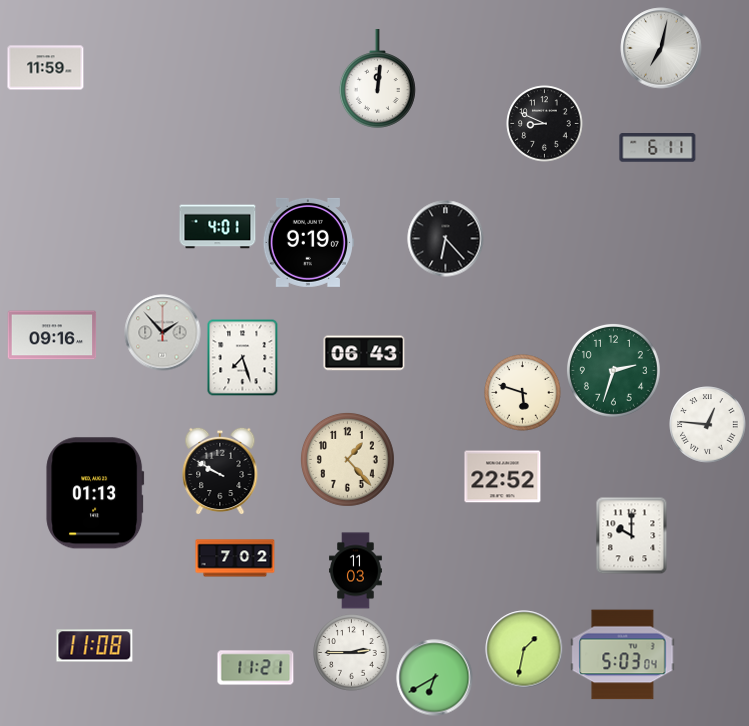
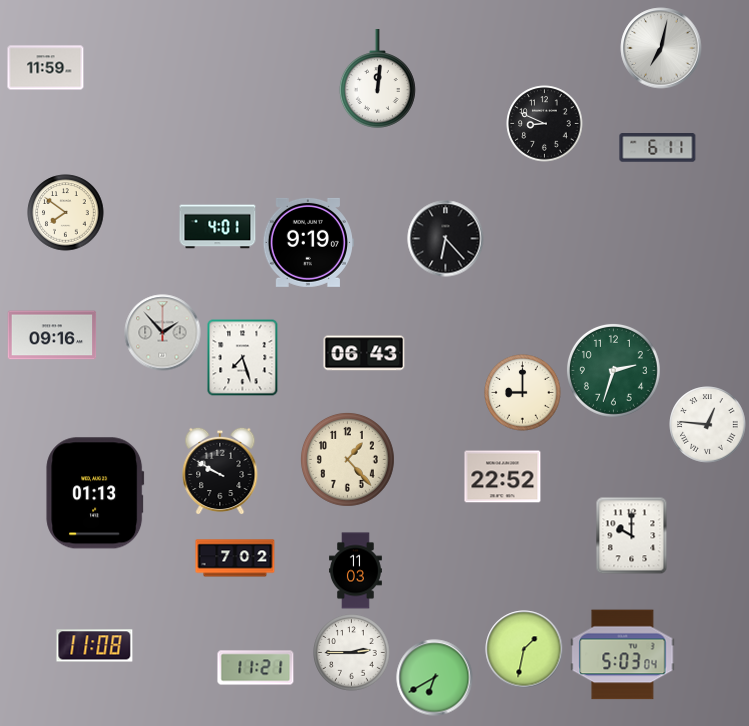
clock at (66, 213): none -> 7:51
clock at (523, 393): 5:48 -> 9:00
